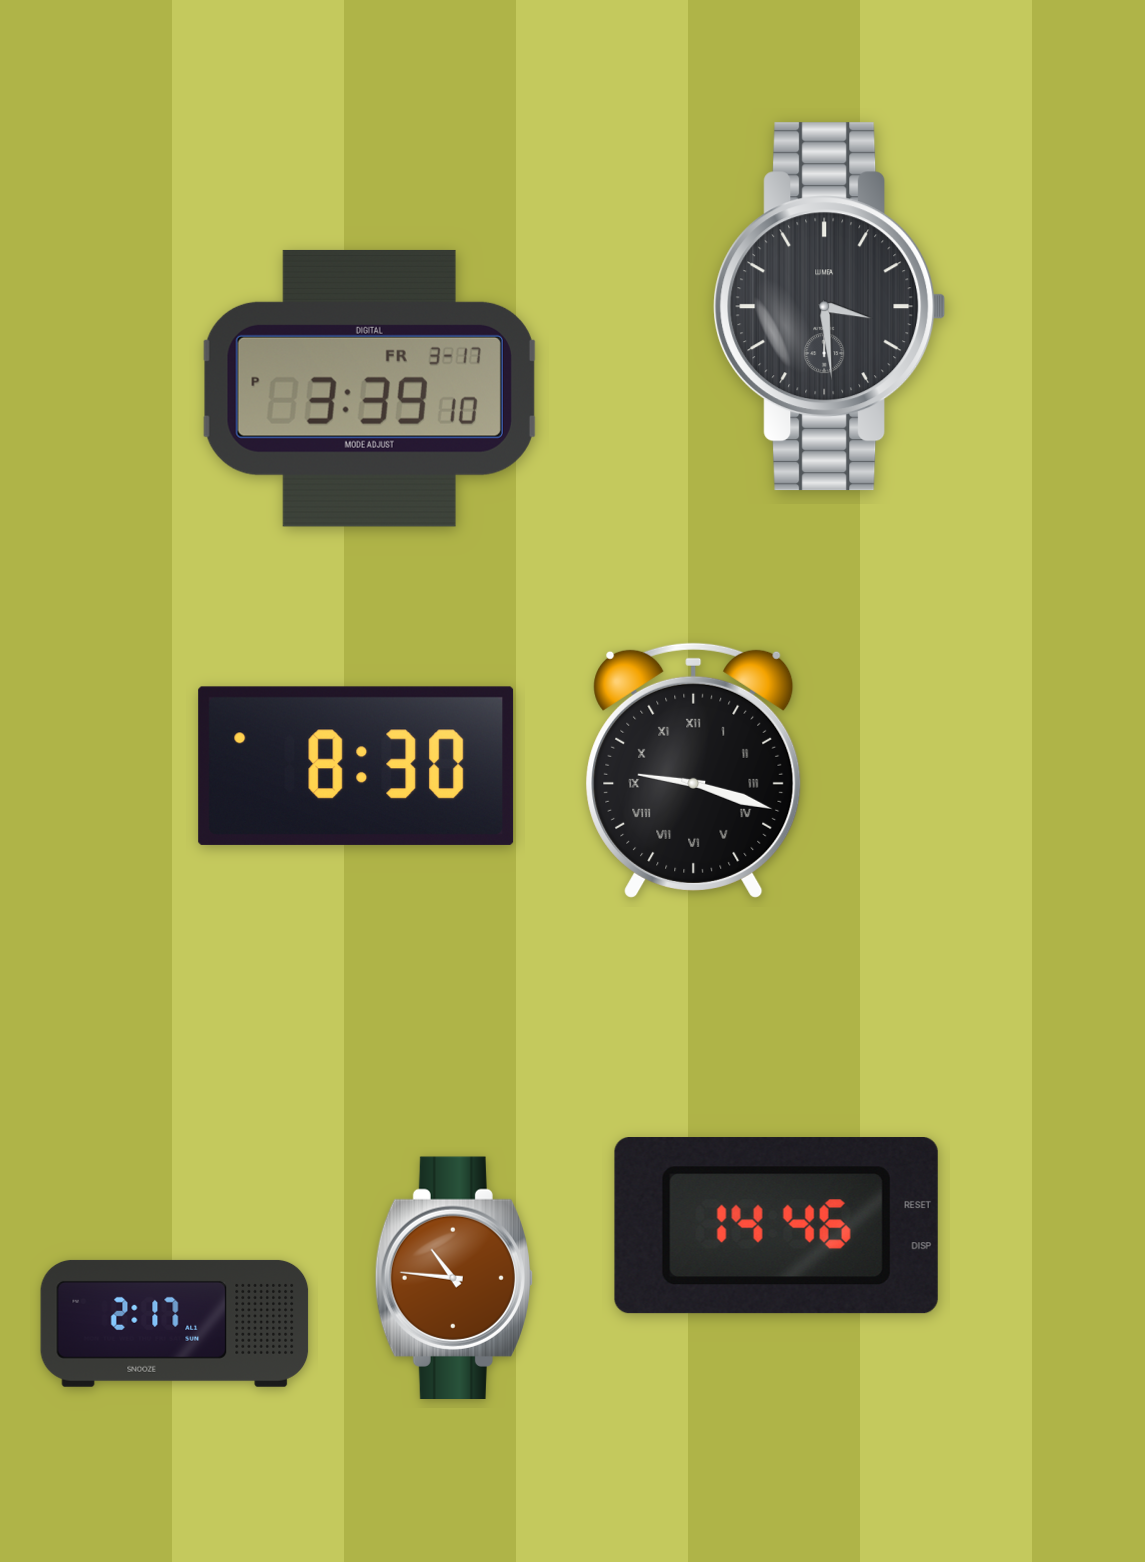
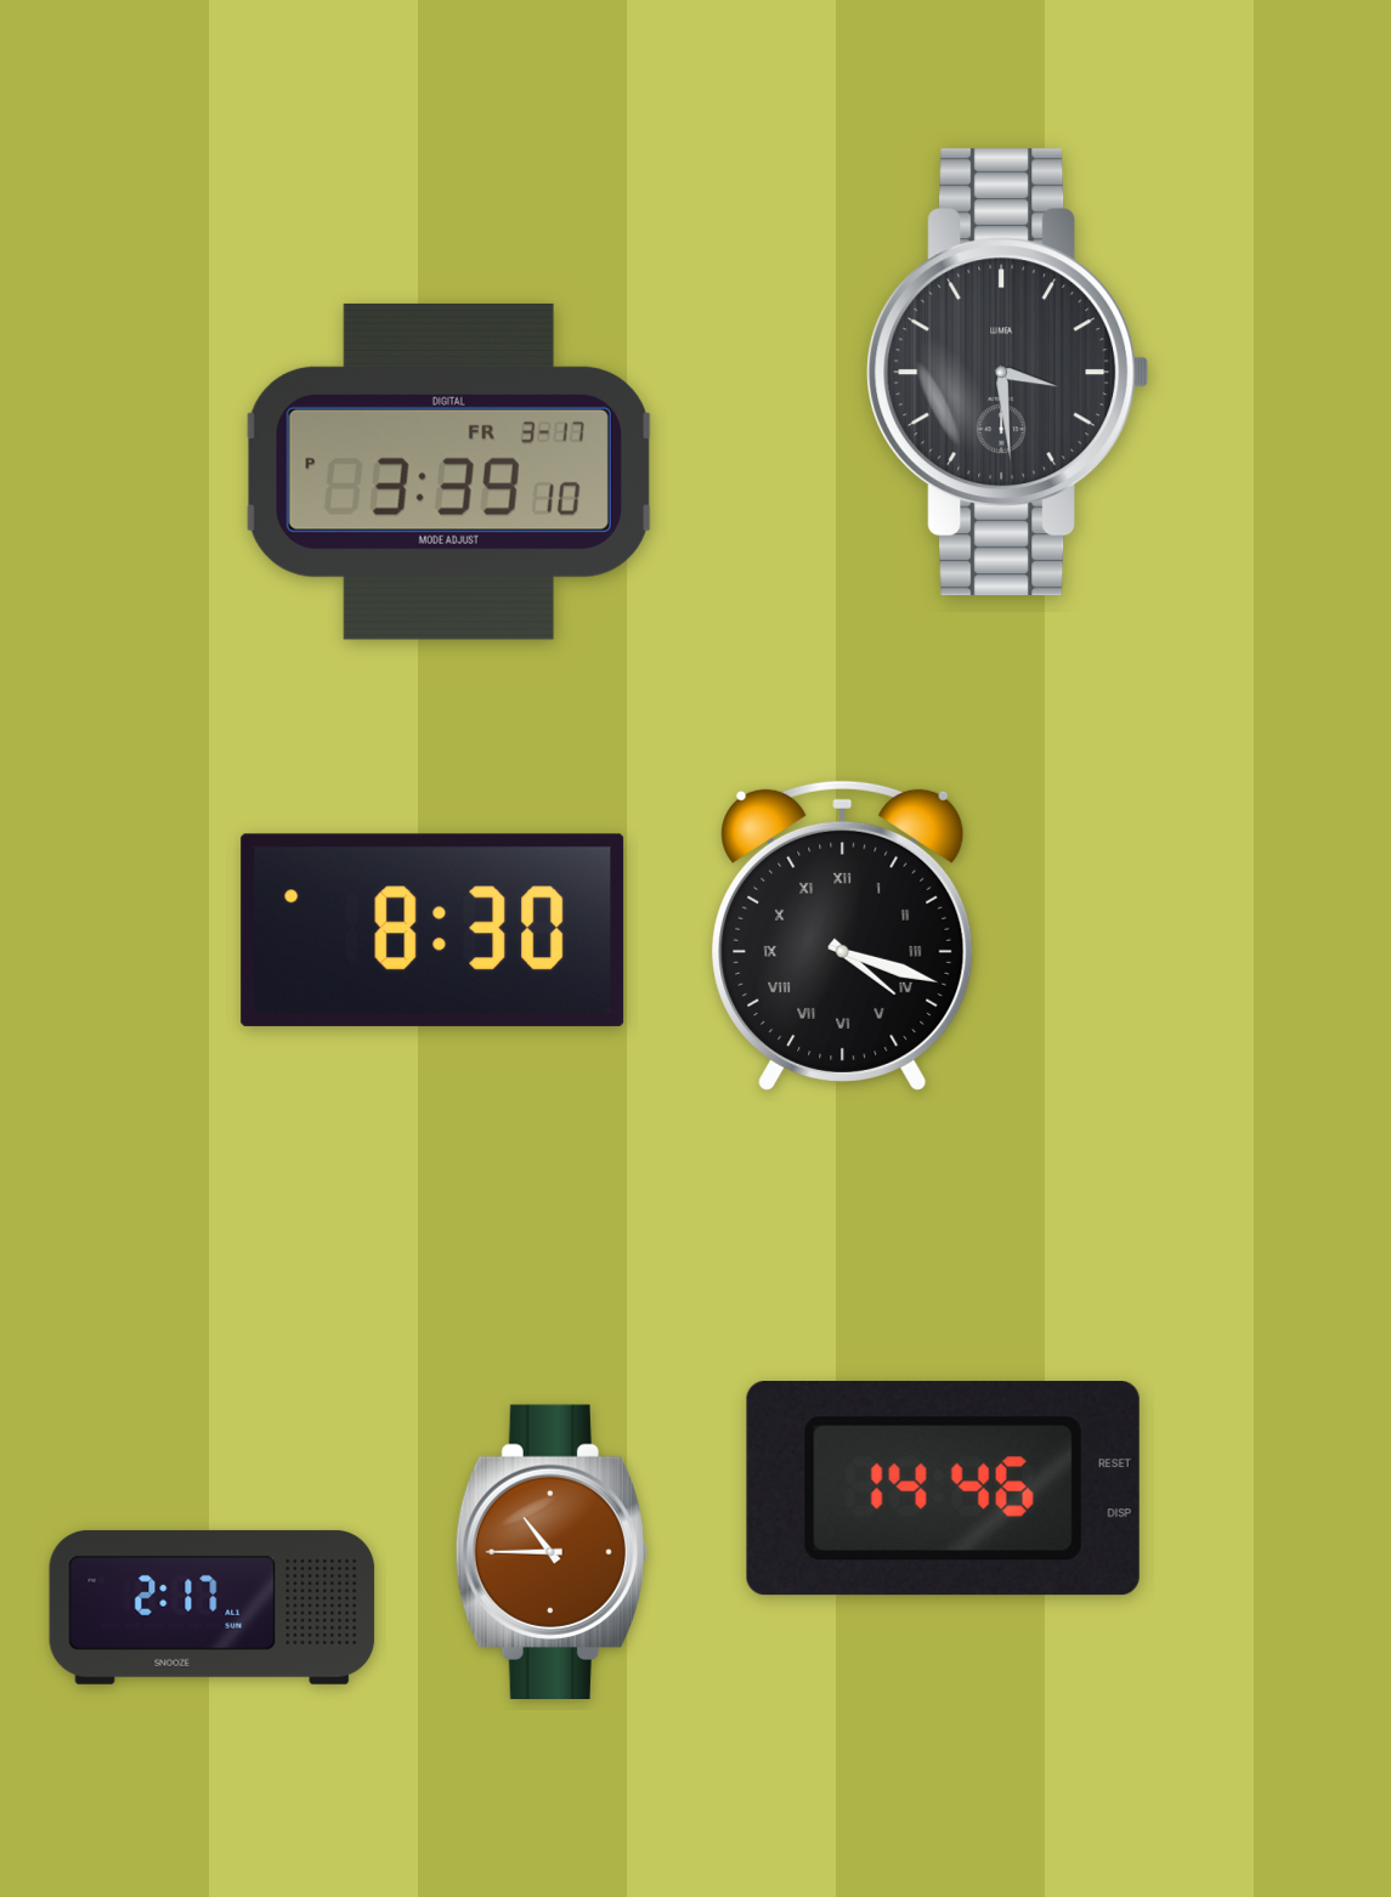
clock at (694, 770): 9:18 -> 4:18
clock at (454, 1277): 10:46 -> 10:45
